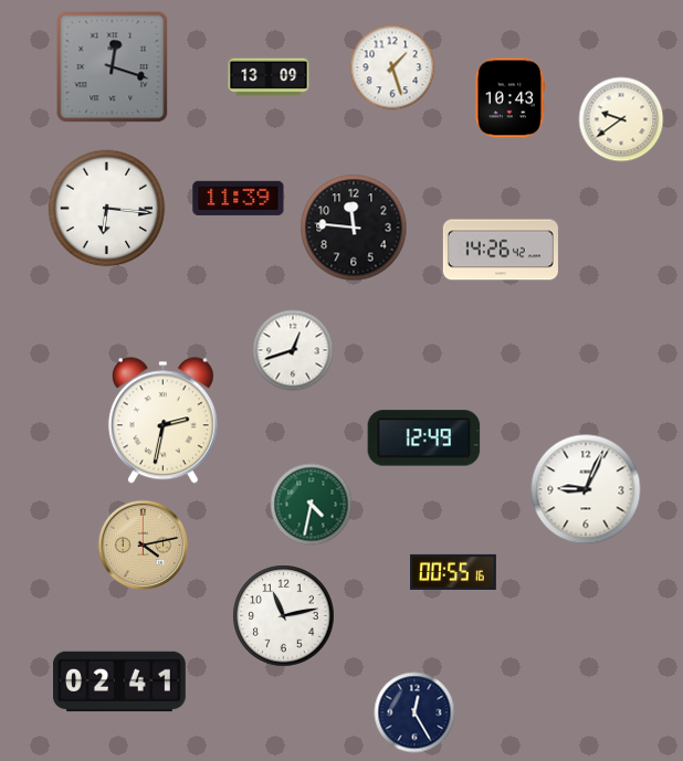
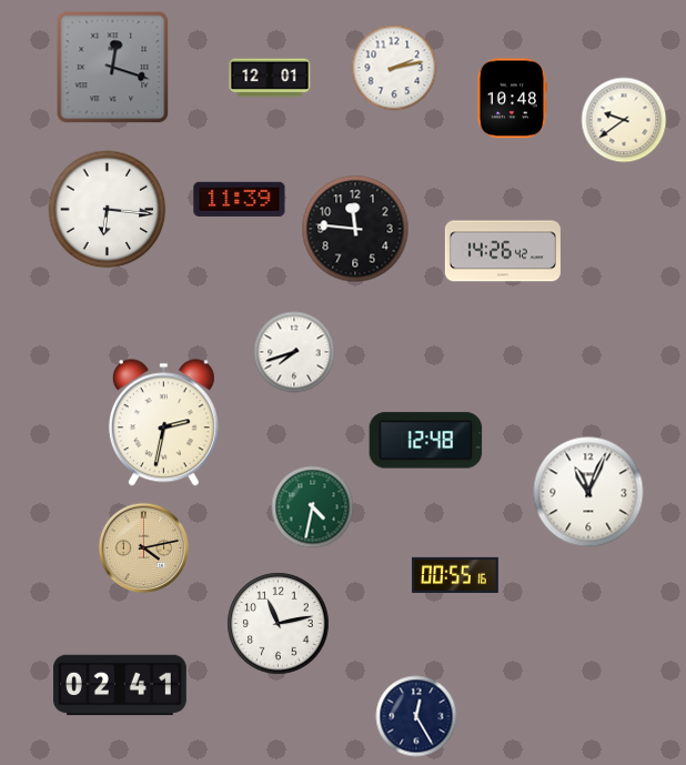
clock at (392, 67): 1:27 -> 2:13
clock at (269, 77): 13:09 -> 12:01
clock at (509, 98): 10:43 -> 10:48
clock at (293, 350): 12:42 -> 7:42
clock at (424, 438): 12:49 -> 12:48
clock at (586, 489): 9:04 -> 11:04
clock at (284, 616) position: (284, 616) -> (279, 624)
